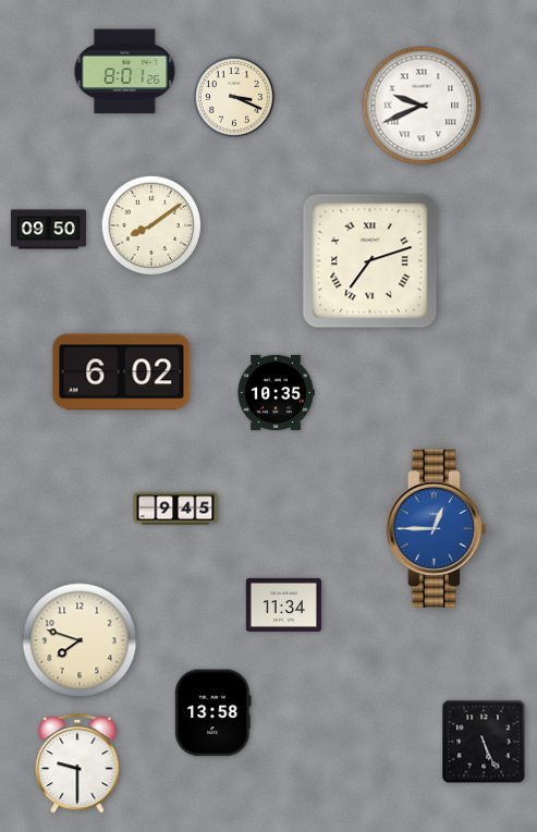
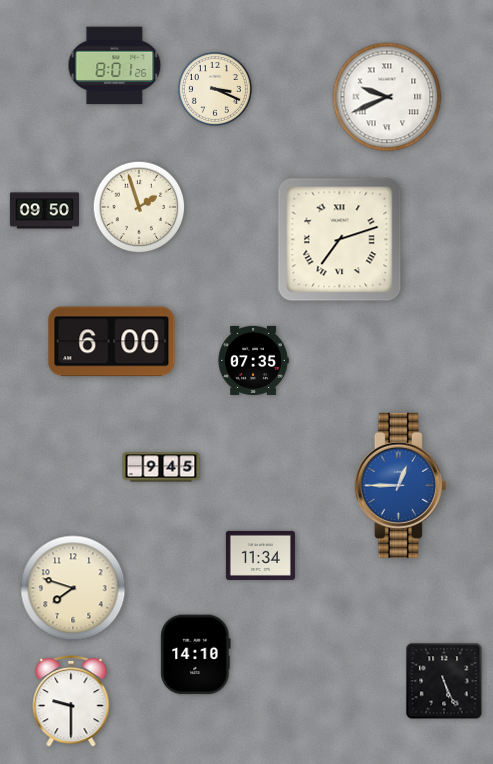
clock at (151, 225): 8:09 -> 1:57
clock at (122, 372): 6:02 -> 6:00
clock at (276, 392): 10:35 -> 07:35
clock at (213, 713): 13:58 -> 14:10
